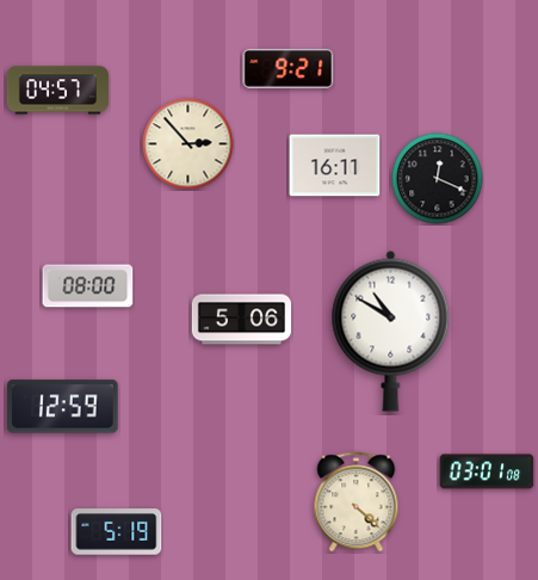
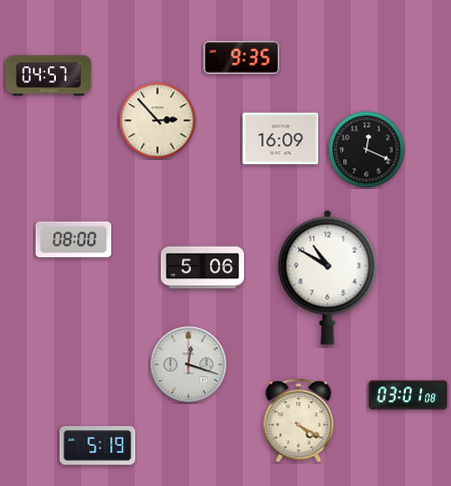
clock at (289, 68): 9:21 -> 9:35
clock at (335, 166): 16:11 -> 16:09
clock at (63, 407): 12:59 -> none
clock at (189, 365): none -> 12:18
clock at (357, 502): 4:22 -> 4:20
